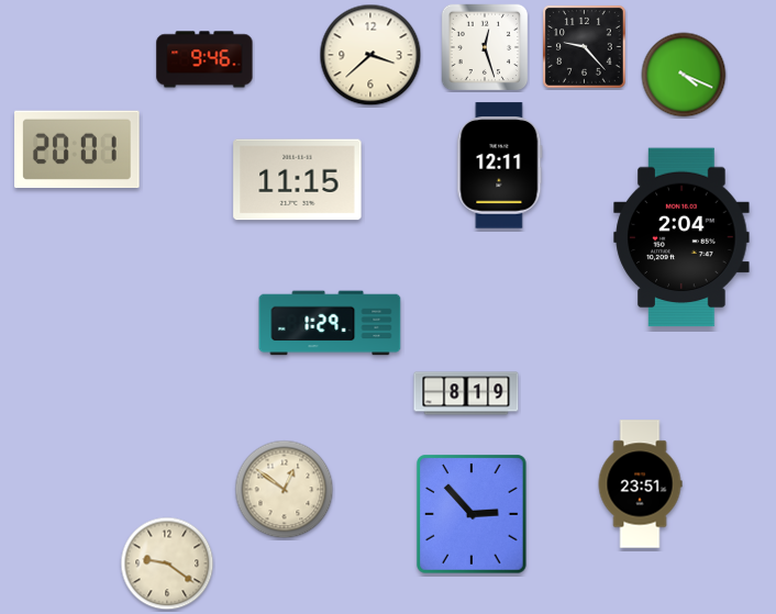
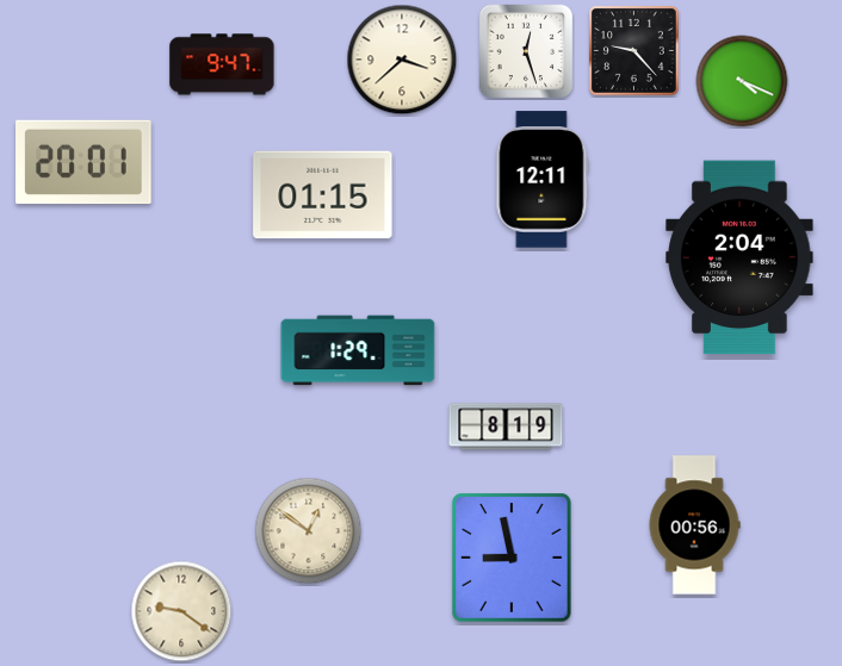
clock at (204, 59): 9:46 -> 9:47
clock at (298, 180): 11:15 -> 01:15
clock at (640, 484): 23:51 -> 00:56
clock at (472, 514): 2:53 -> 8:58
